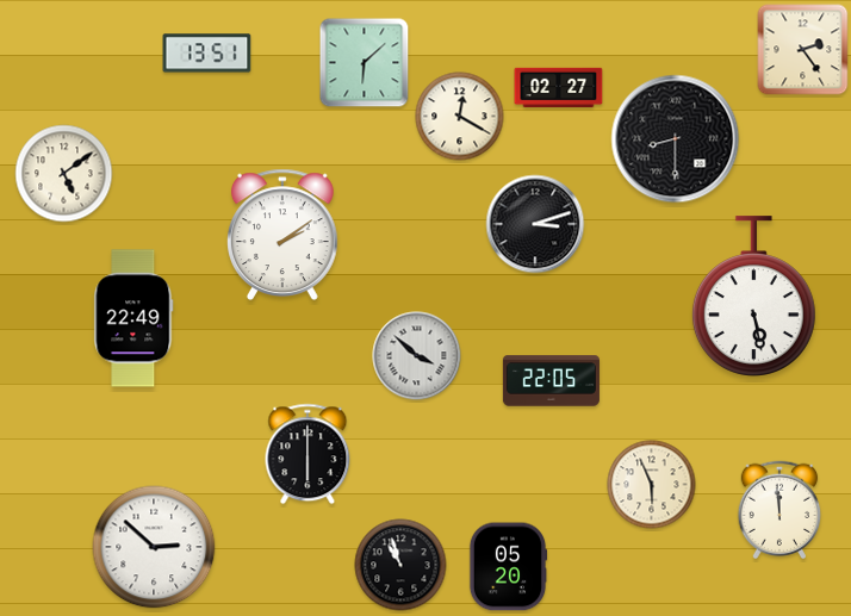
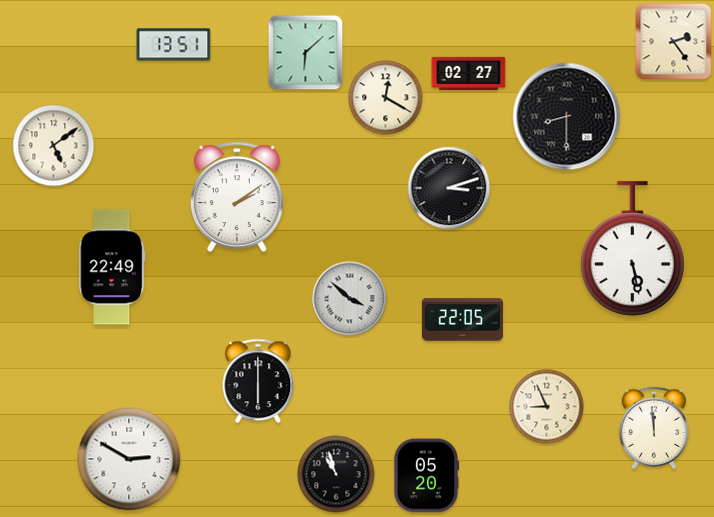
clock at (652, 485): 5:56 -> 8:56
clock at (154, 547): 2:52 -> 2:50
